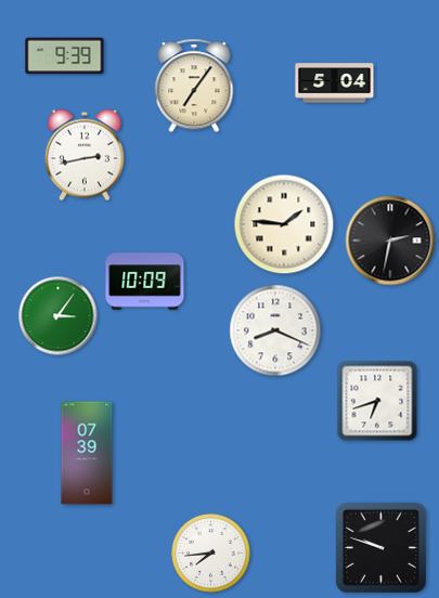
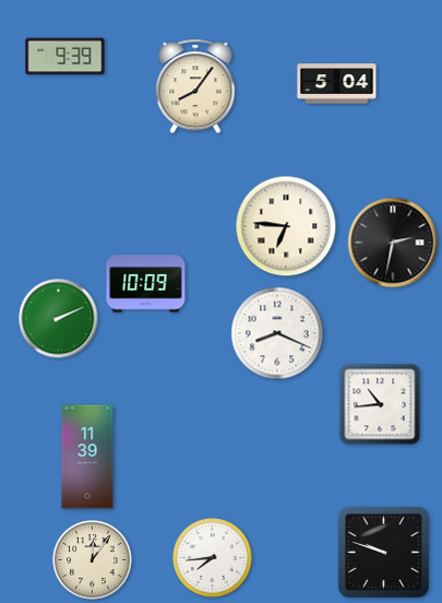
clock at (194, 86): 7:06 -> 8:06
clock at (85, 155): 2:43 -> none
clock at (284, 224): 1:46 -> 6:46
clock at (59, 316): 3:06 -> 2:11
clock at (377, 401): 6:42 -> 10:44
clock at (87, 453): 07:39 -> 11:39
clock at (93, 560): none -> 12:06
